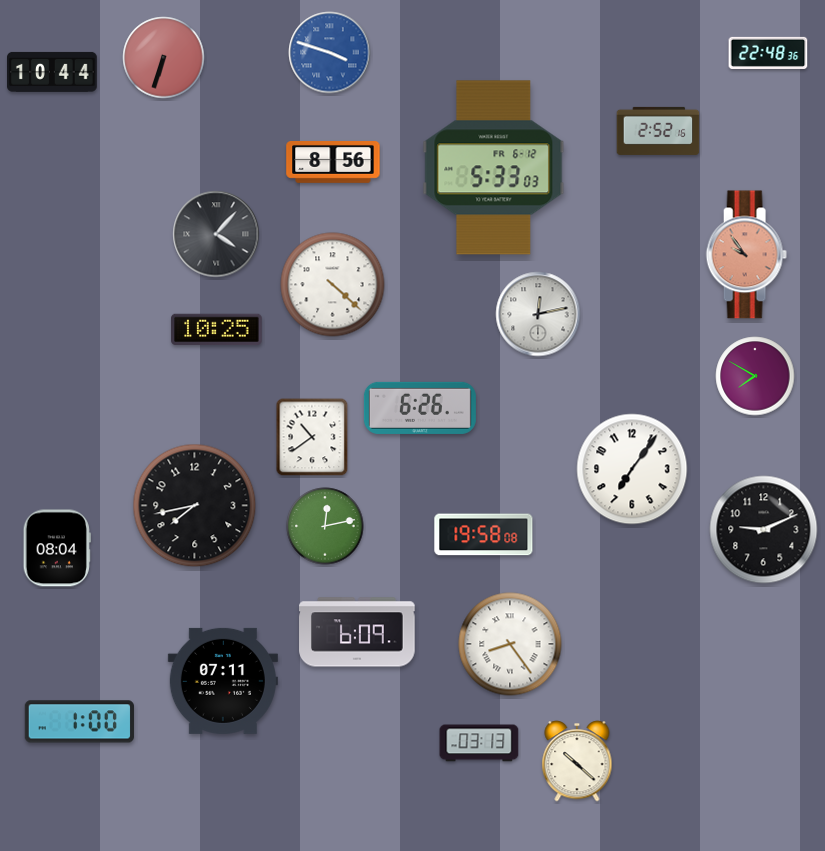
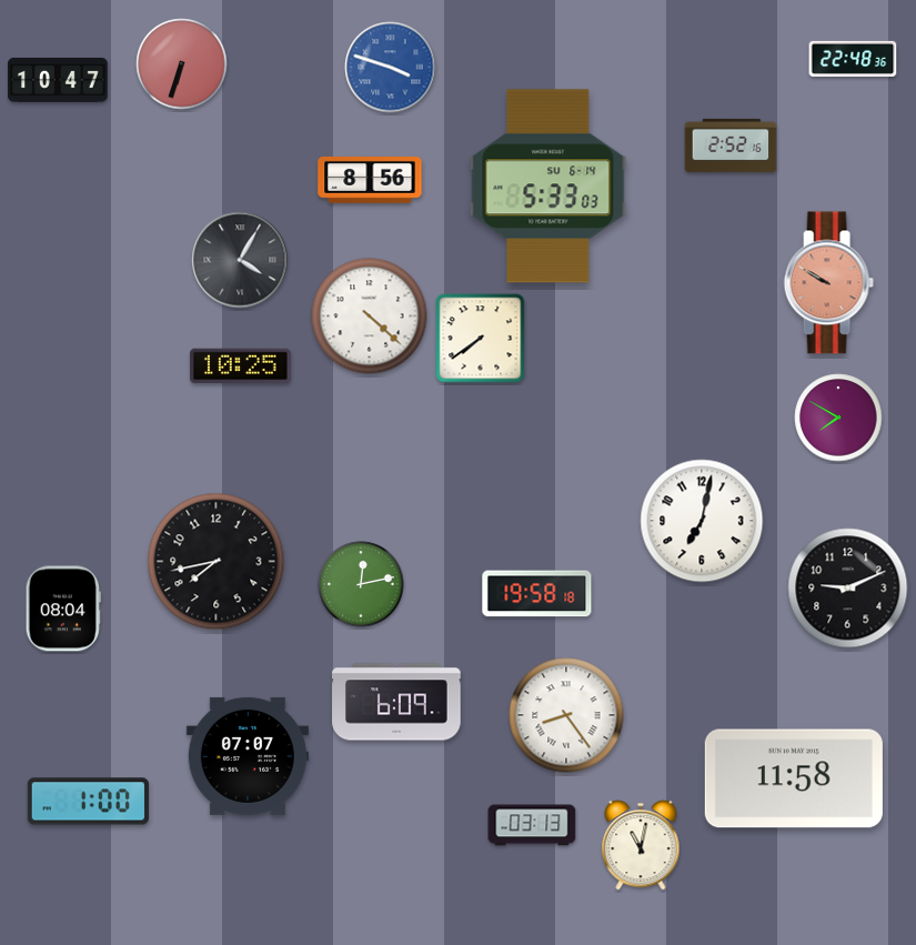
clock at (330, 53) position: (330, 53) -> (391, 68)
clock at (53, 72): 10:44 -> 10:47
clock at (494, 168) date: FR 6-12 -> SU 6-14
clock at (216, 234): 4:07 -> 4:05
clock at (746, 255): 9:54 -> 9:50
clock at (481, 339): none -> 7:39
clock at (538, 314): 12:13 -> none
clock at (420, 408): 6:26 -> none
clock at (312, 437): 10:39 -> none
clock at (632, 469): 7:06 -> 7:02
clock at (484, 535): 19:58:08 -> 19:58:18
clock at (223, 681): 07:11 -> 07:07
clock at (794, 778): none -> 11:58
clock at (577, 761): 10:22 -> 11:02
